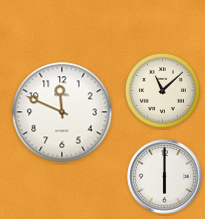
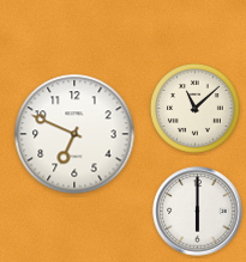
clock at (62, 112): 11:49 -> 6:49
